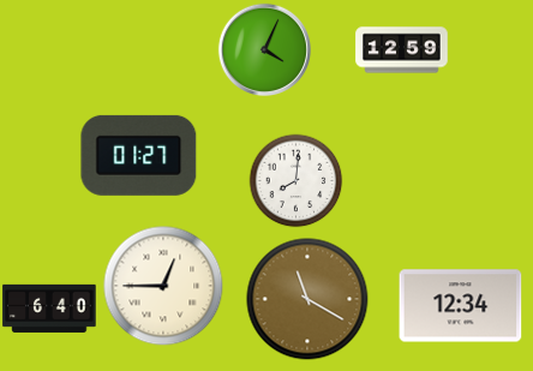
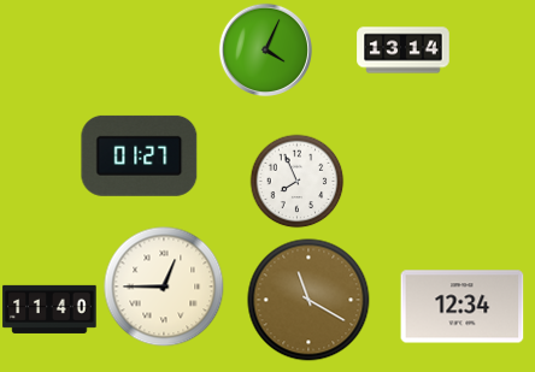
clock at (402, 50): 12:59 -> 13:14
clock at (295, 180): 8:01 -> 7:56
clock at (49, 309): 6:40 -> 11:40
